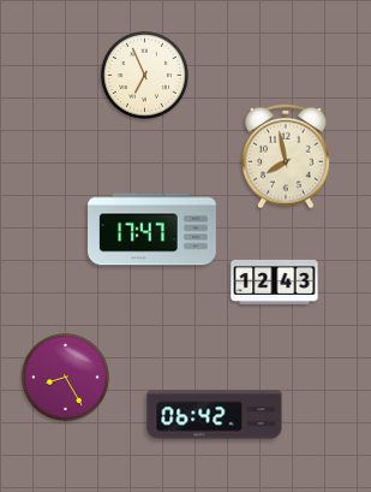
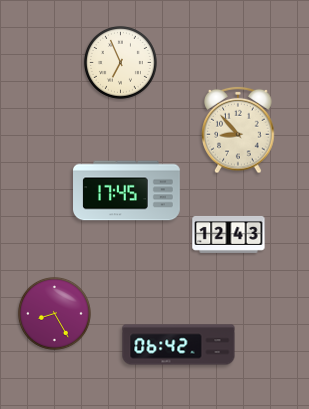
clock at (286, 156): 7:58 -> 8:53
clock at (152, 230): 17:47 -> 17:45
